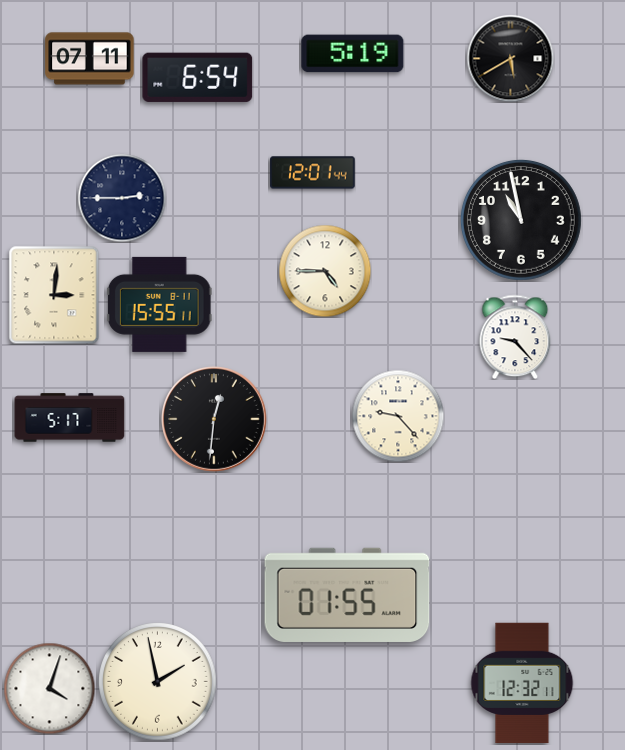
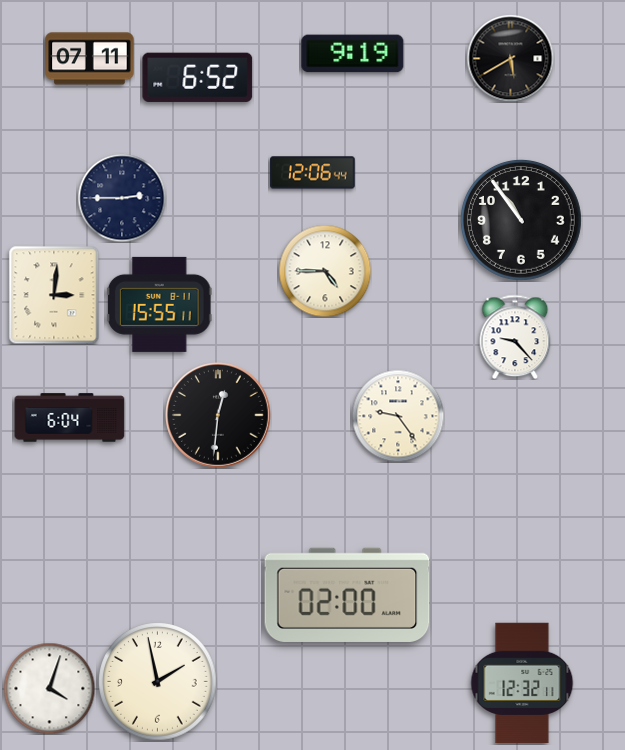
clock at (353, 54): 5:19 -> 9:19
clock at (198, 77): 6:54 -> 6:52
clock at (313, 173): 12:01 -> 12:06
clock at (521, 220): 10:58 -> 10:54
clock at (398, 416): 9:23 -> 9:24
clock at (70, 418): 5:17 -> 6:04
clock at (215, 420) position: (215, 420) -> (219, 416)
clock at (347, 595): 01:55 -> 02:00
